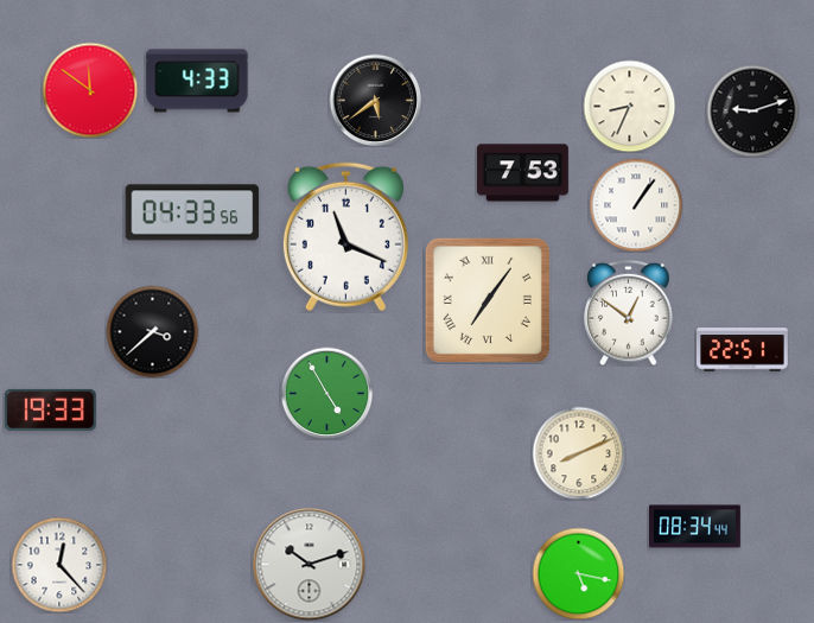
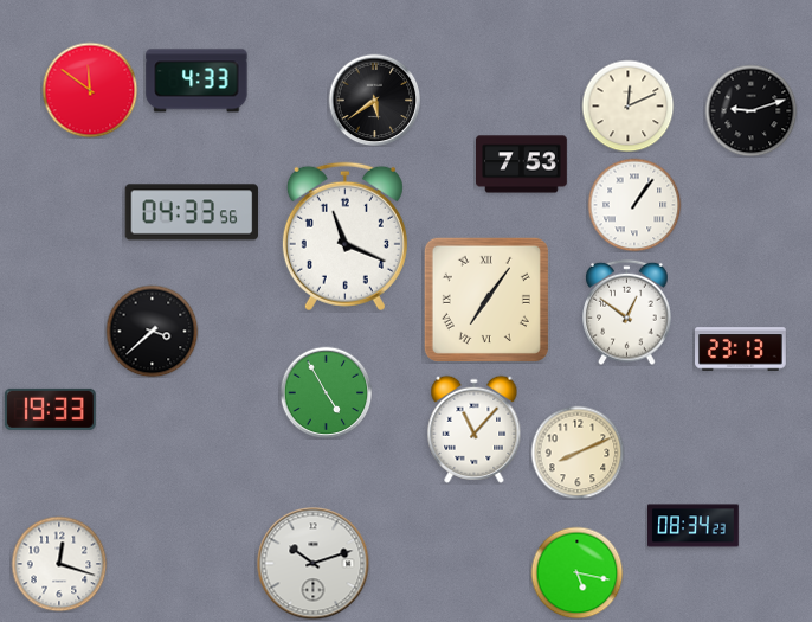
clock at (629, 106): 8:34 -> 12:11
clock at (523, 173) position: (523, 173) -> (522, 165)
clock at (743, 350): 22:51 -> 23:13
clock at (475, 429): none -> 11:07
clock at (695, 527): 08:34:44 -> 08:34:23
clock at (309, 564) position: (309, 564) -> (312, 563)
clock at (59, 565): 12:23 -> 12:18
